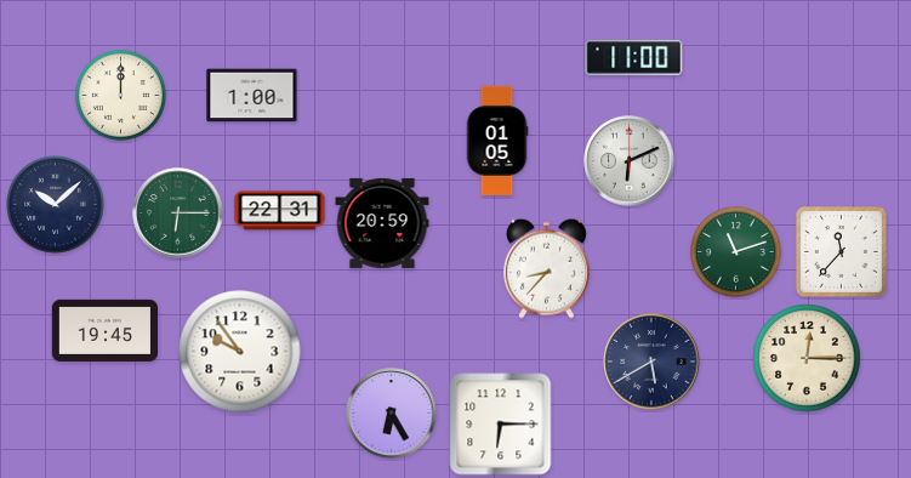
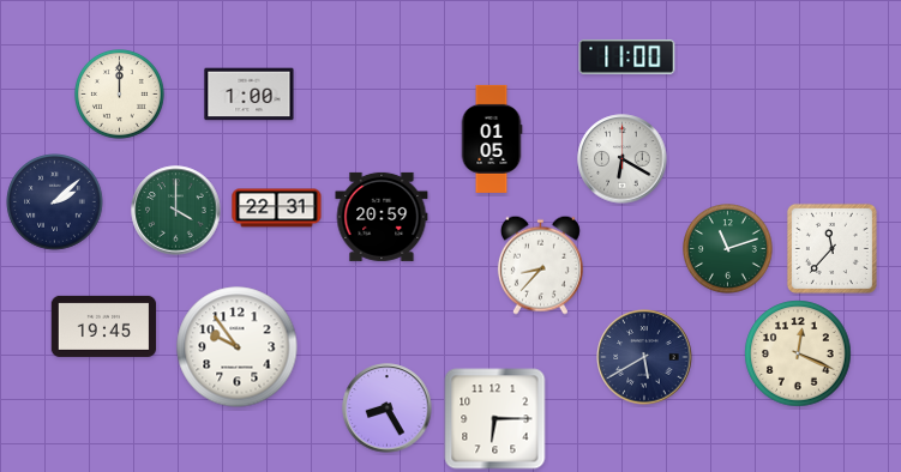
clock at (630, 161): 6:11 -> 6:20
clock at (56, 205): 10:08 -> 2:08
clock at (178, 214): 6:15 -> 4:00
clock at (382, 223) position: (382, 223) -> (382, 217)
clock at (807, 358): 12:15 -> 12:19
clock at (392, 414): 6:25 -> 8:25
